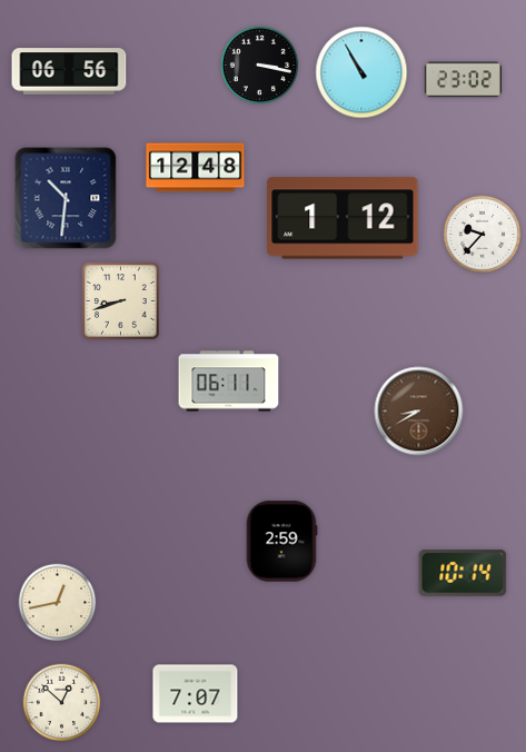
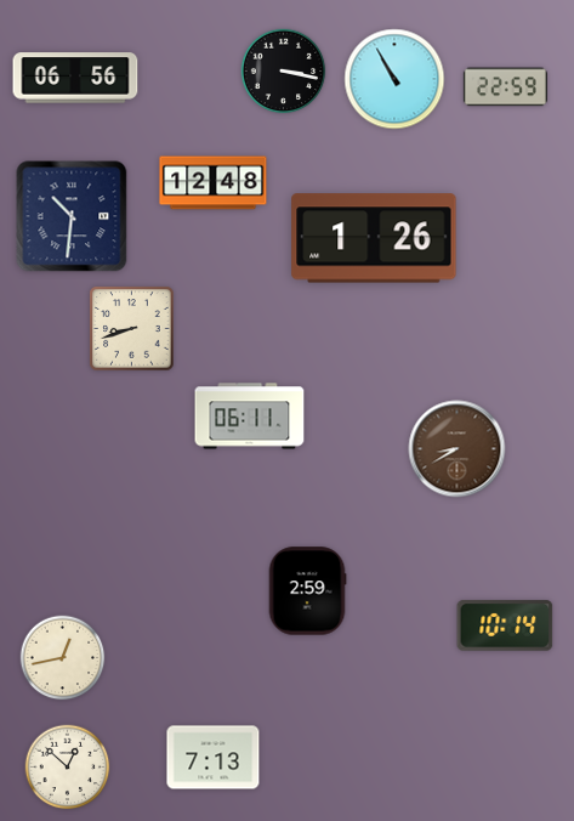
clock at (463, 80): 23:02 -> 22:59
clock at (343, 218): 1:12 -> 1:26
clock at (483, 235): 9:37 -> none
clock at (196, 694): 7:07 -> 7:13
